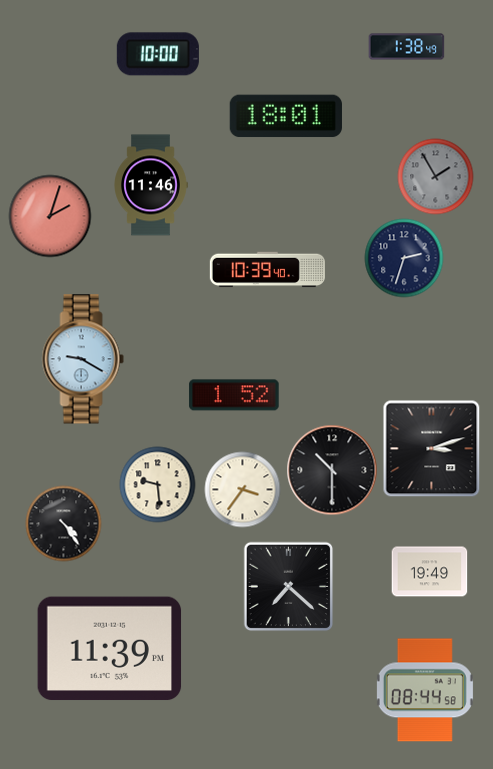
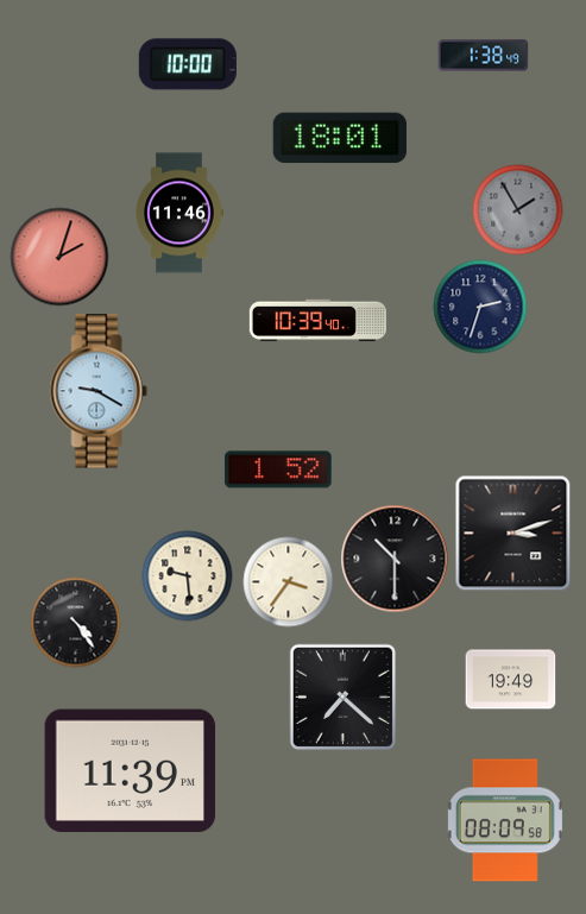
clock at (151, 185) position: (151, 185) -> (179, 213)
clock at (83, 359) position: (83, 359) -> (99, 391)
clock at (425, 690): 08:44 -> 08:09
